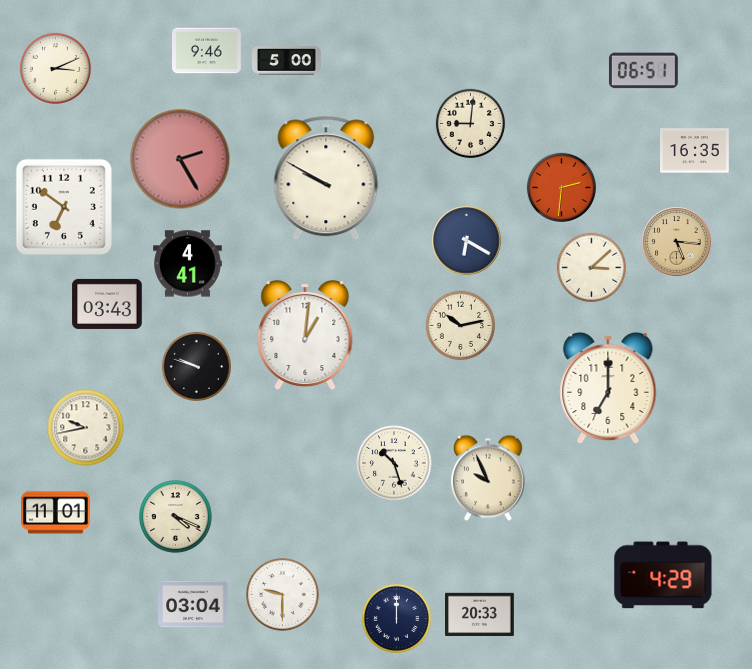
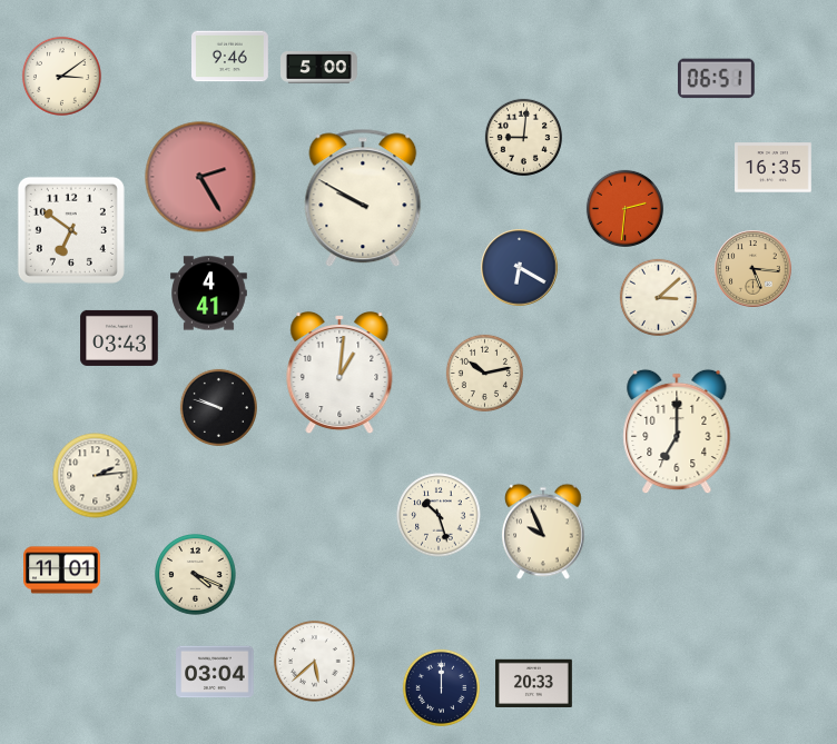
clock at (55, 68): 3:11 -> 3:09
clock at (460, 325) position: (460, 325) -> (484, 373)
clock at (86, 428): 9:43 -> 2:14
clock at (663, 575): 4:29 -> none
clock at (283, 595): 9:30 -> 5:38
